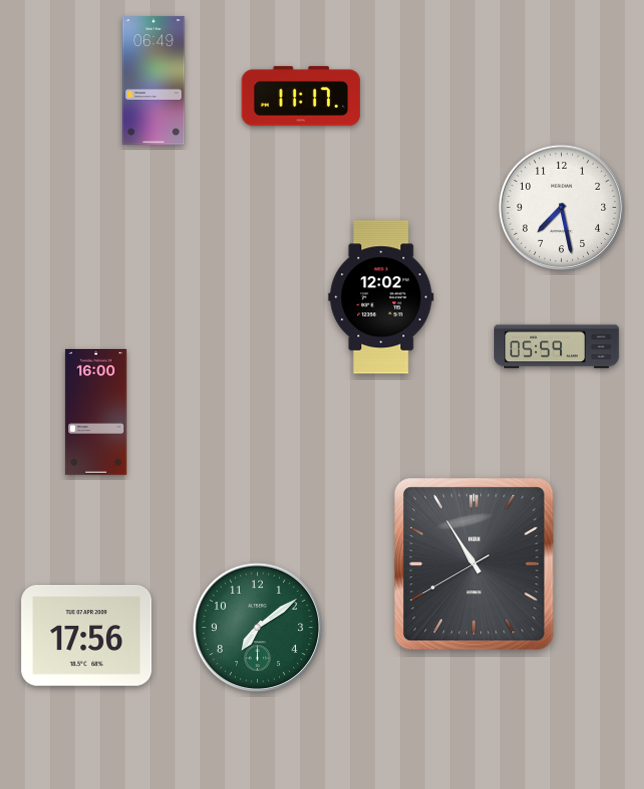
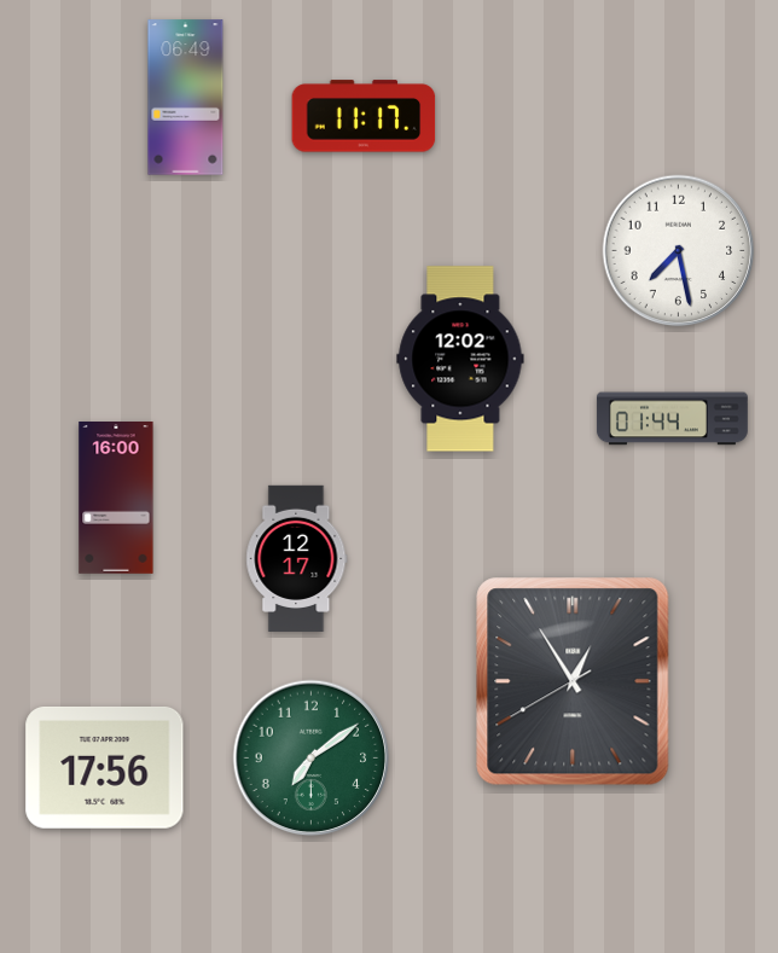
clock at (556, 347): 05:59 -> 01:44
clock at (297, 558): none -> 12:17
clock at (474, 564): 10:54 -> 12:54
